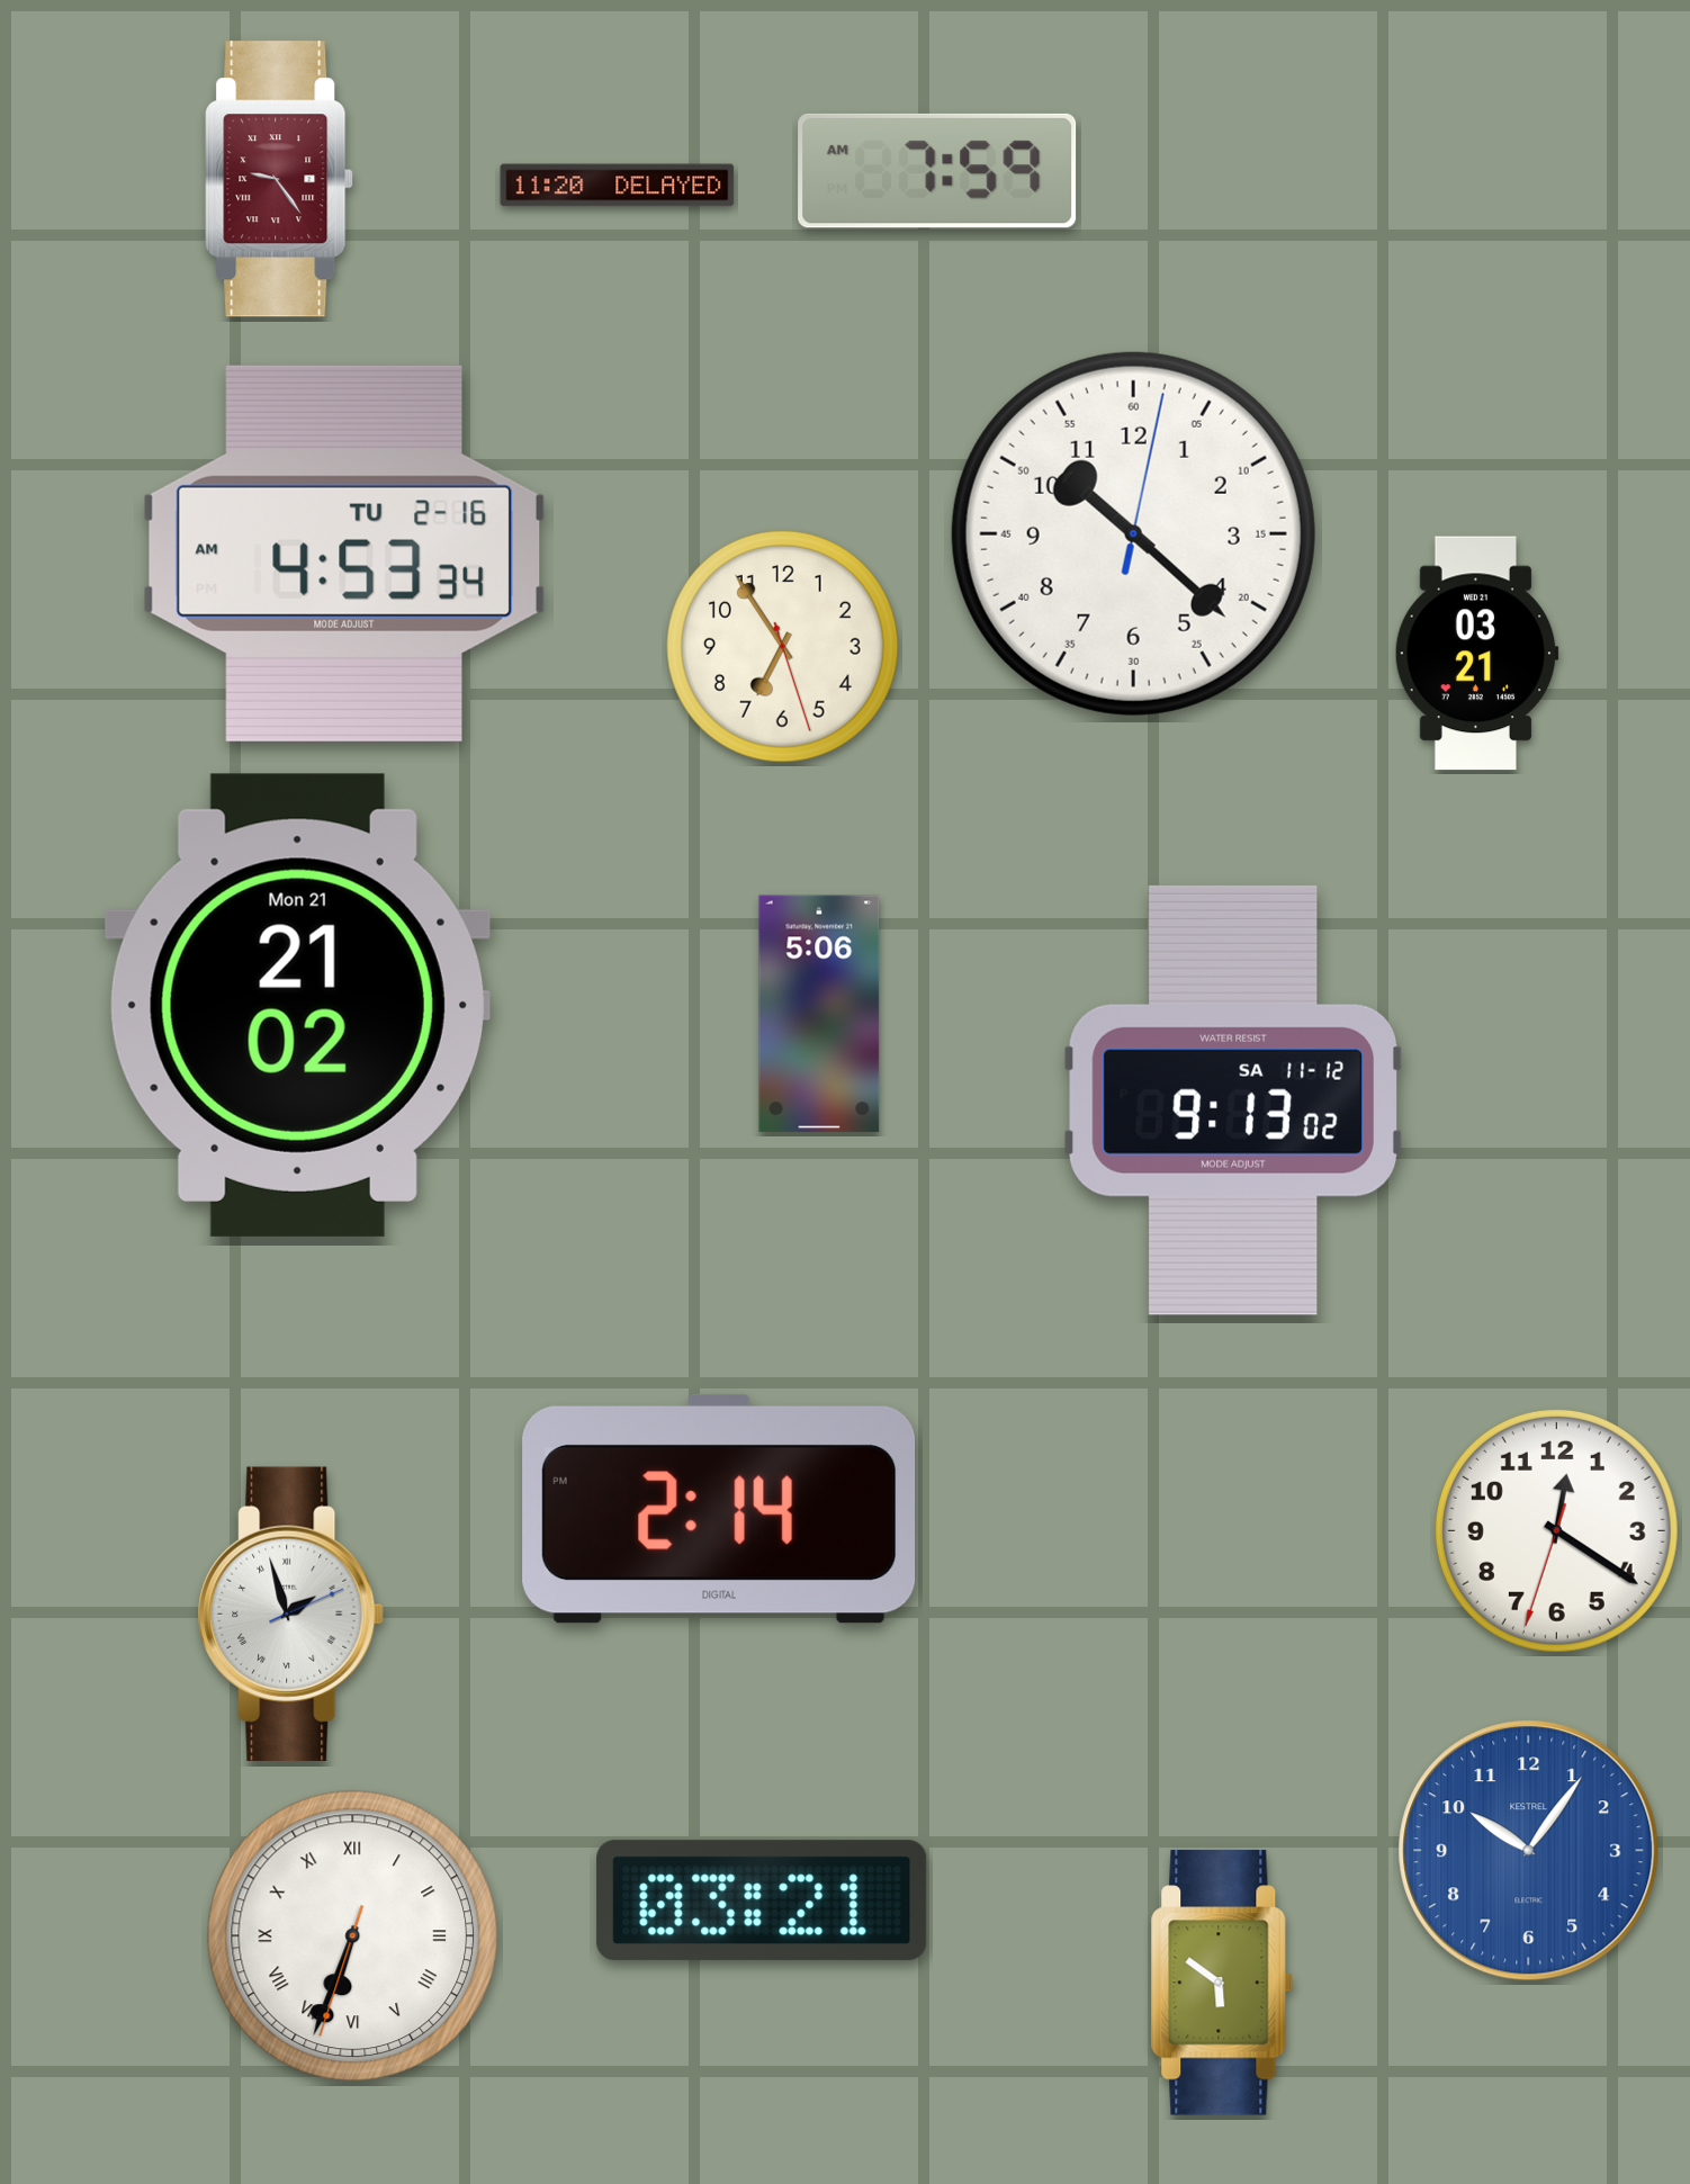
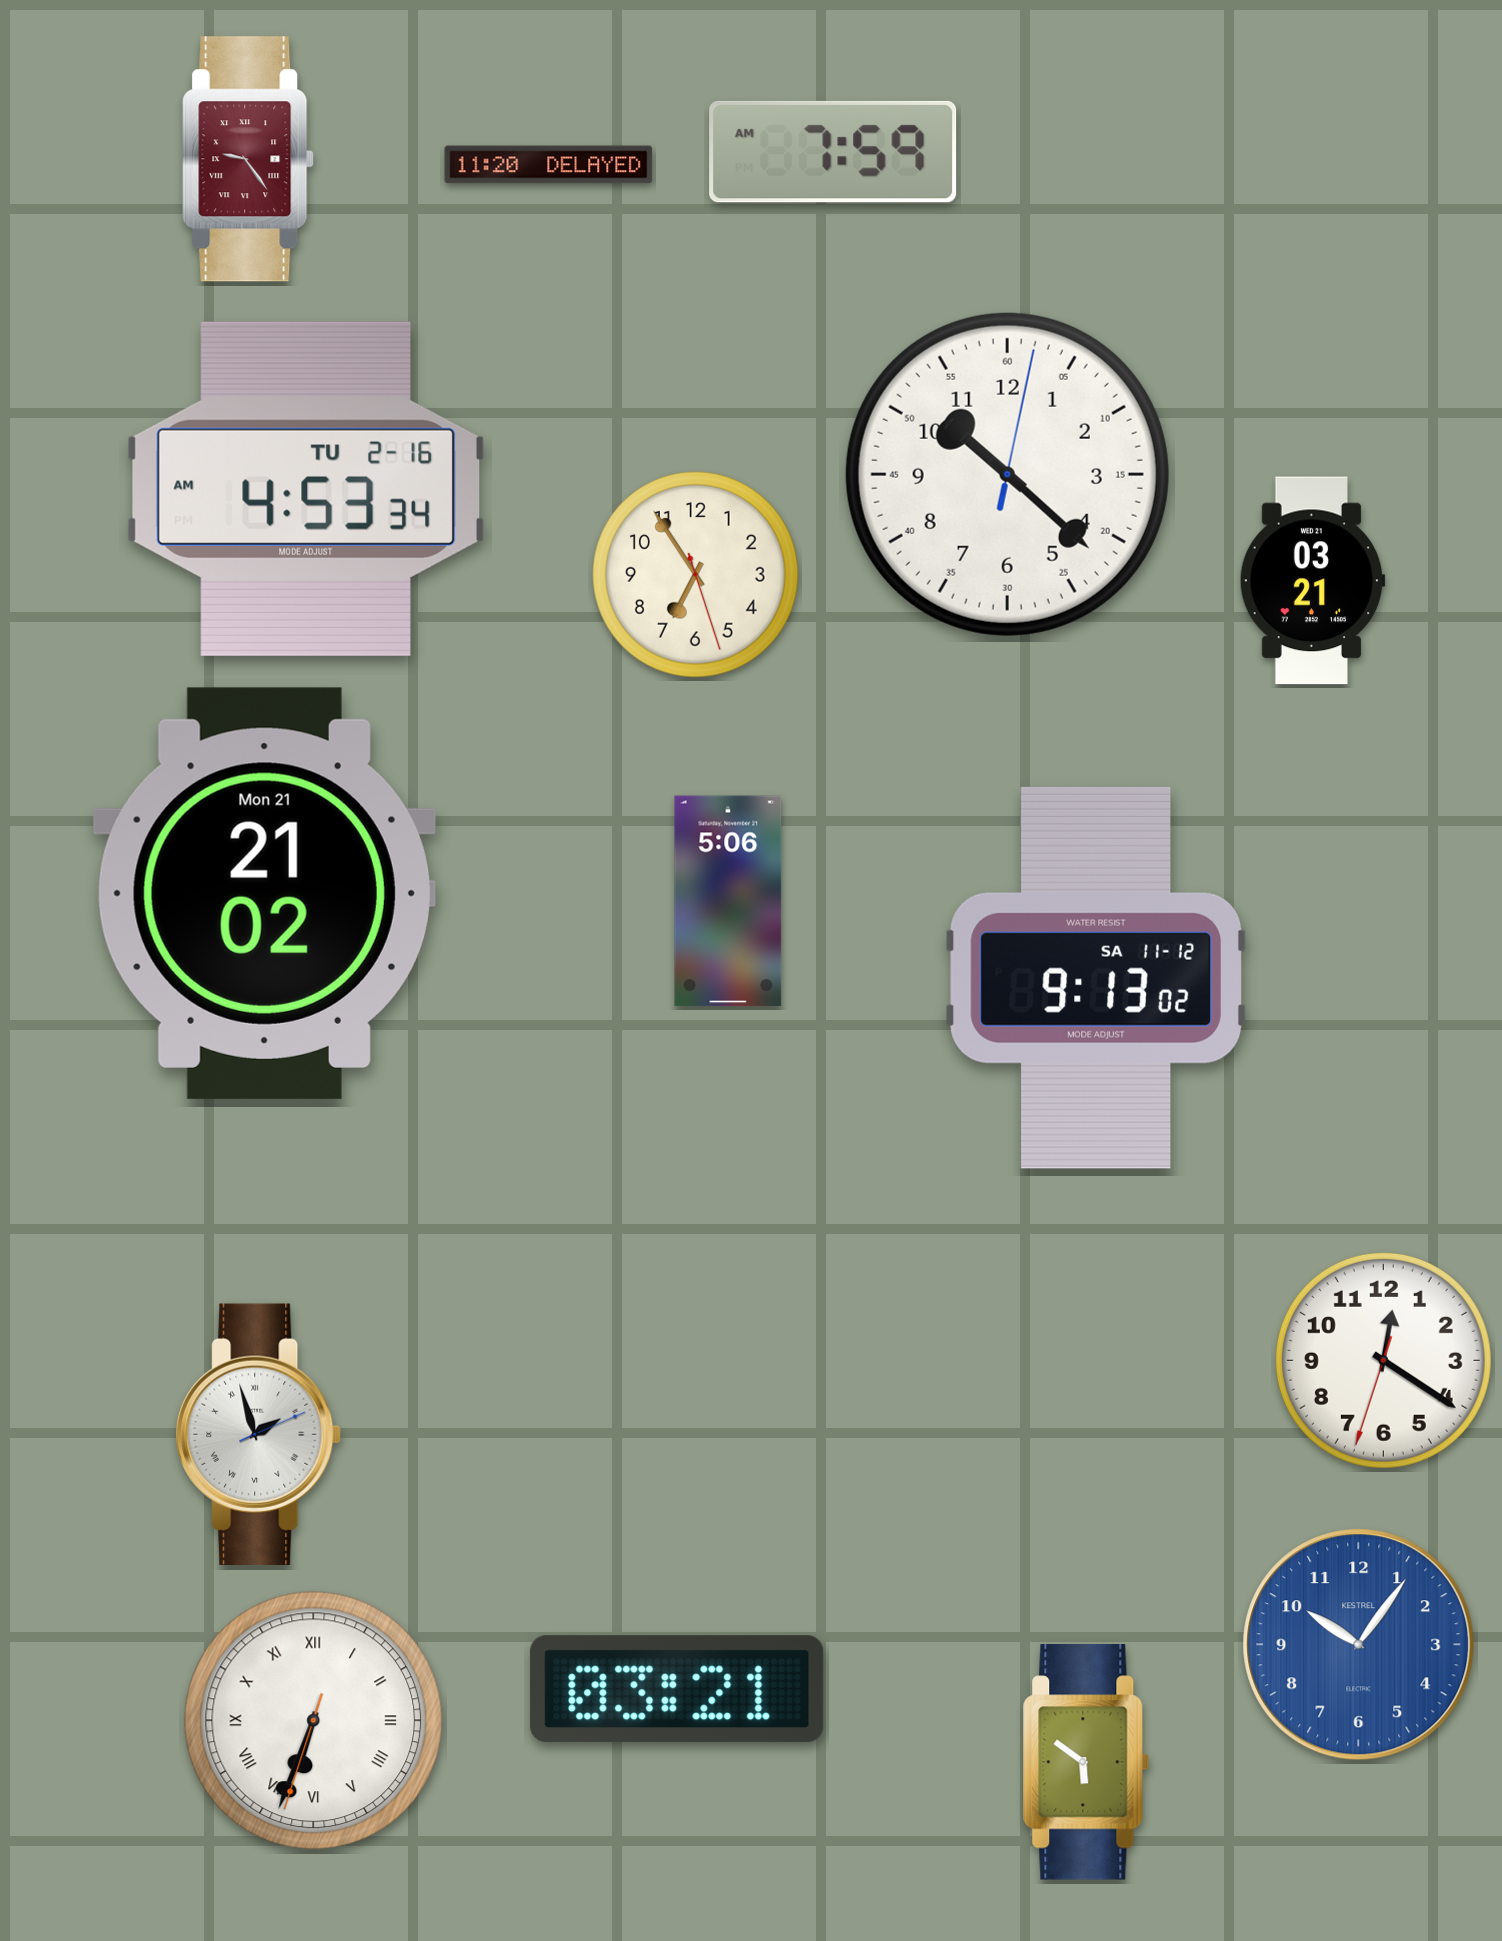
clock at (344, 554) position: (344, 554) -> (306, 489)
clock at (719, 1509): 2:14 -> none
